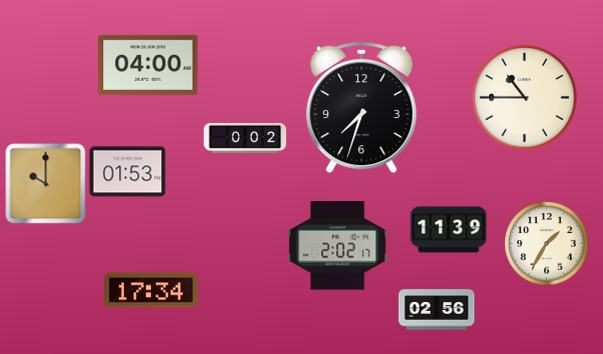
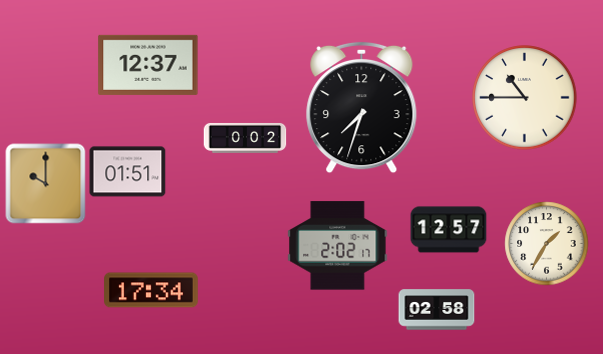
clock at (148, 65): 04:00 -> 12:37
clock at (128, 172): 01:53 -> 01:51
clock at (449, 230): 11:39 -> 12:57
clock at (437, 310): 02:56 -> 02:58
